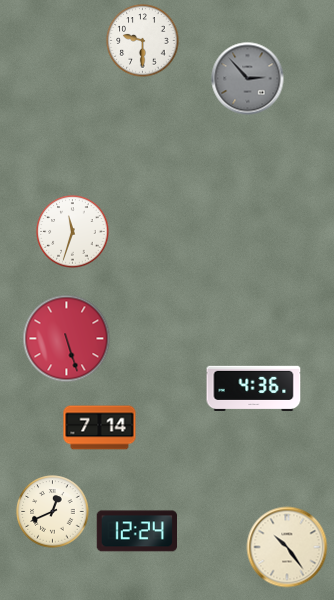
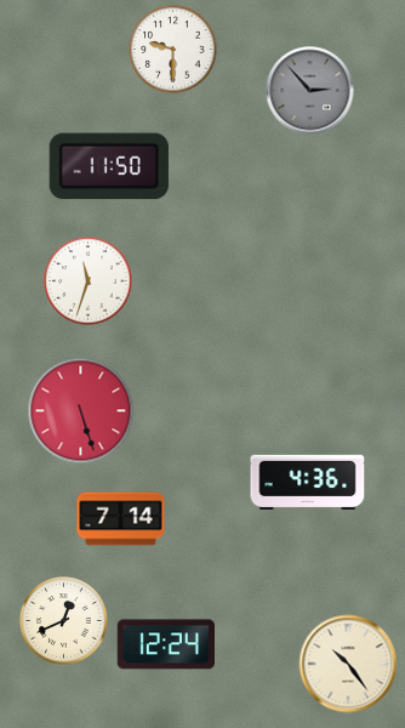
clock at (248, 79) position: (248, 79) -> (310, 91)
clock at (109, 166): none -> 11:50
clock at (254, 389) position: (254, 389) -> (308, 483)
